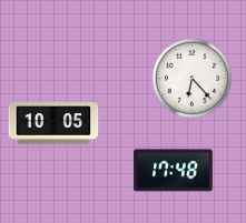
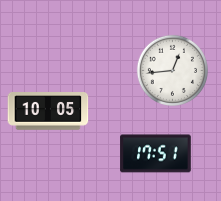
clock at (191, 78): 6:23 -> 12:44
clock at (174, 171): 17:48 -> 17:51
